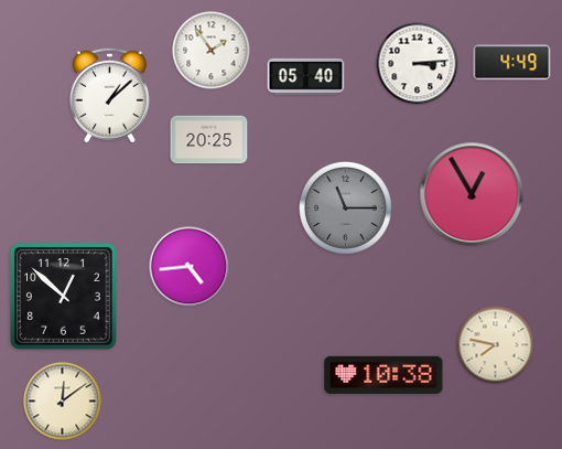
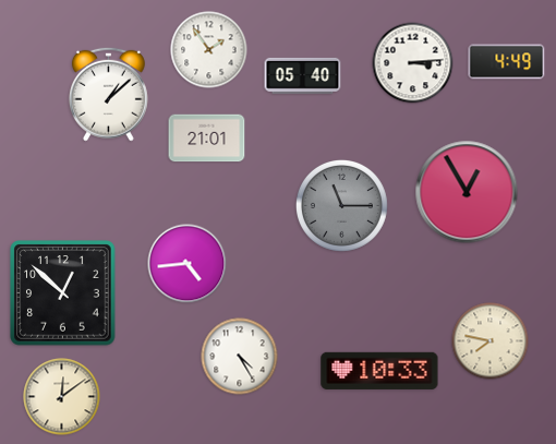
clock at (209, 140): 20:25 -> 21:01
clock at (240, 357): none -> 4:25
clock at (383, 375): 10:38 -> 10:33
